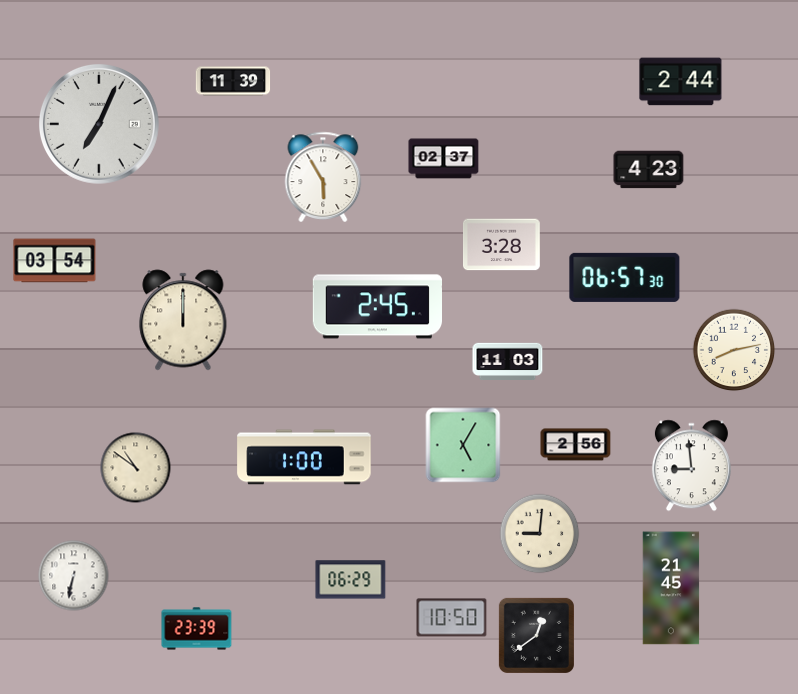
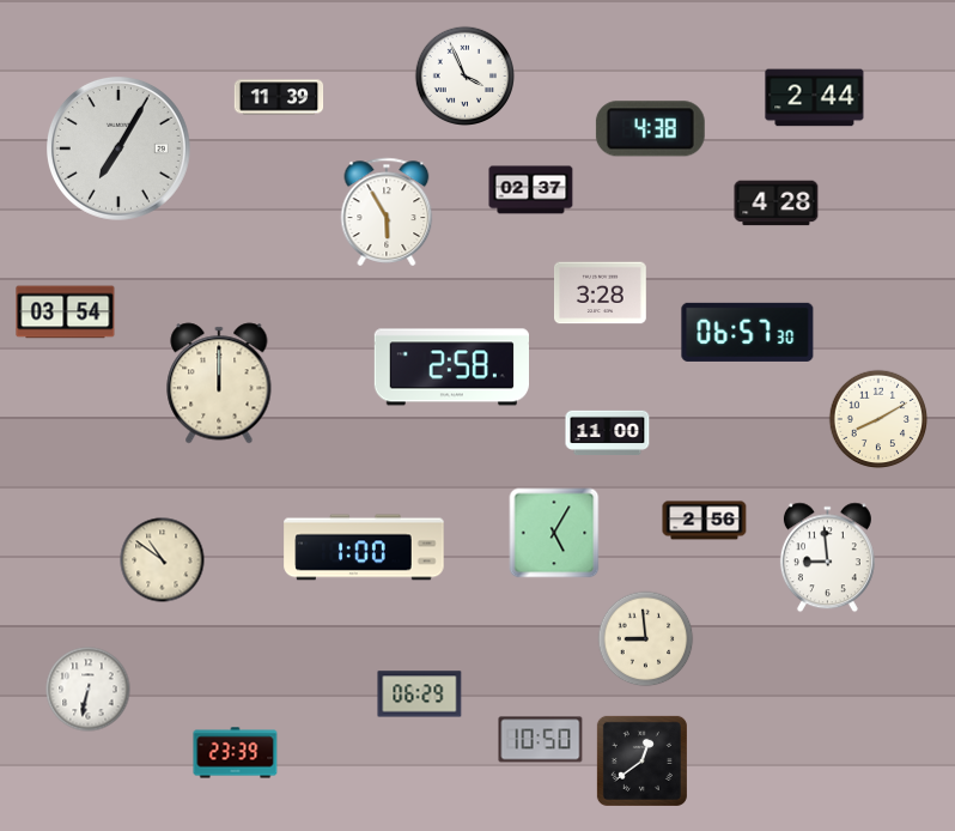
clock at (464, 75): none -> 3:56
clock at (650, 129): none -> 4:38
clock at (100, 125): 7:04 -> 7:05
clock at (649, 170): 4:23 -> 4:28
clock at (377, 307): 2:45 -> 2:58
clock at (734, 350): 8:13 -> 8:10
clock at (508, 361): 11:03 -> 11:00
clock at (576, 445) position: (576, 445) -> (705, 521)
clock at (540, 534): 9:01 -> 8:59
clock at (671, 588): 21:45 -> none
